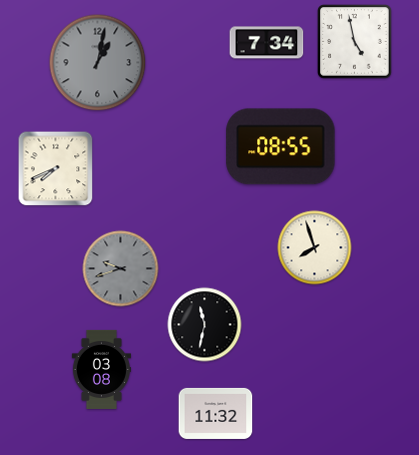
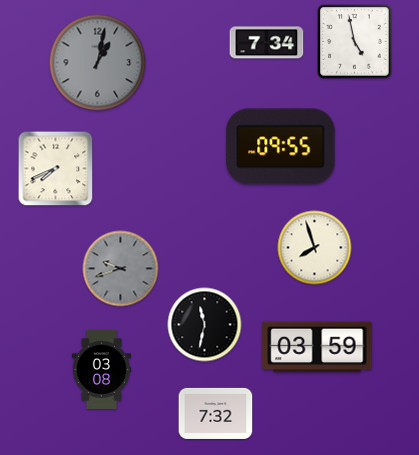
clock at (281, 147): 08:55 -> 09:55
clock at (317, 347): none -> 03:59
clock at (216, 413): 11:32 -> 7:32
